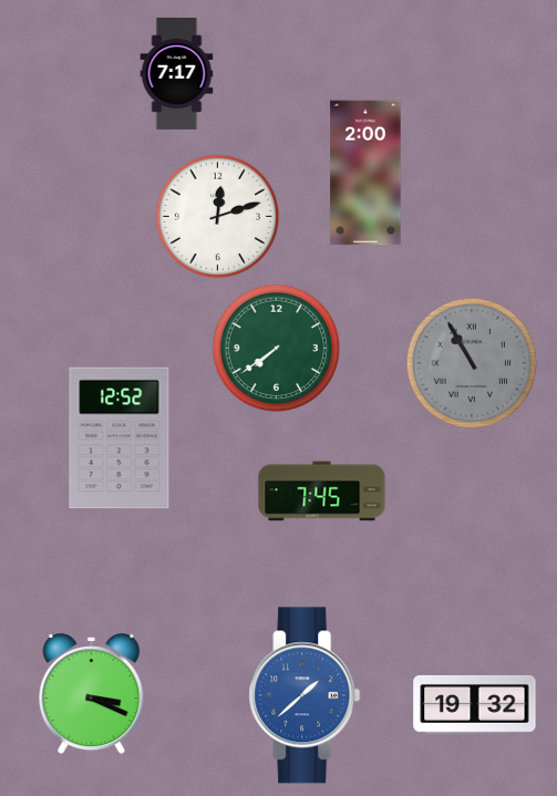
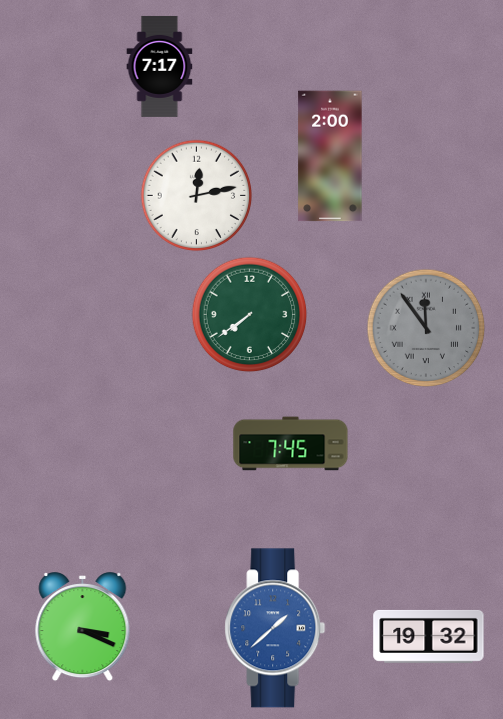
clock at (218, 217): 12:12 -> 12:13
clock at (472, 363): 10:55 -> 11:54
clock at (120, 438): 12:52 -> none
